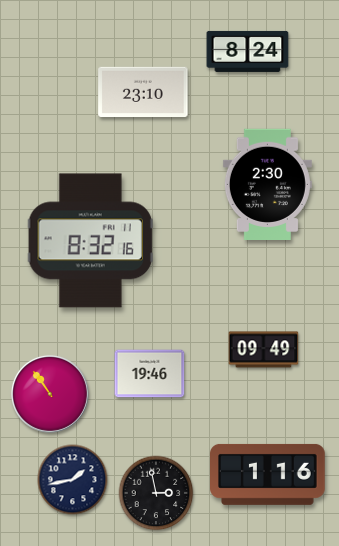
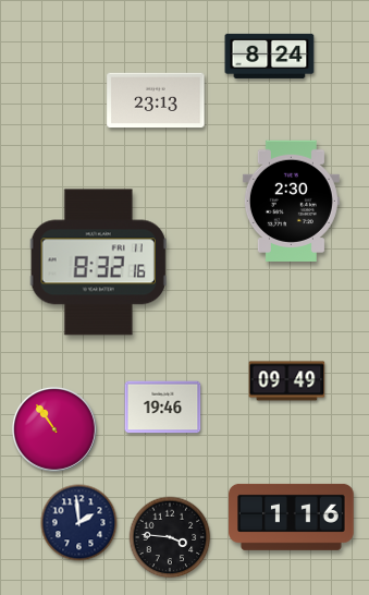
clock at (143, 92): 23:10 -> 23:13
clock at (73, 480): 1:43 -> 1:59
clock at (156, 493): 2:58 -> 3:46
